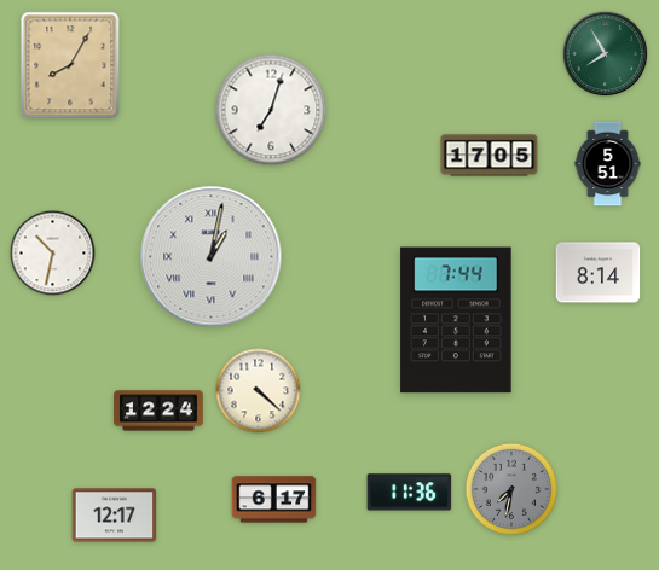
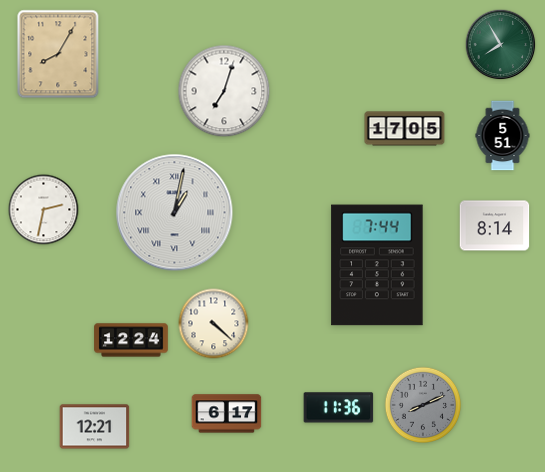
clock at (53, 254): 10:32 -> 2:32
clock at (511, 489): 7:32 -> 8:11
clock at (115, 516): 12:17 -> 12:21
